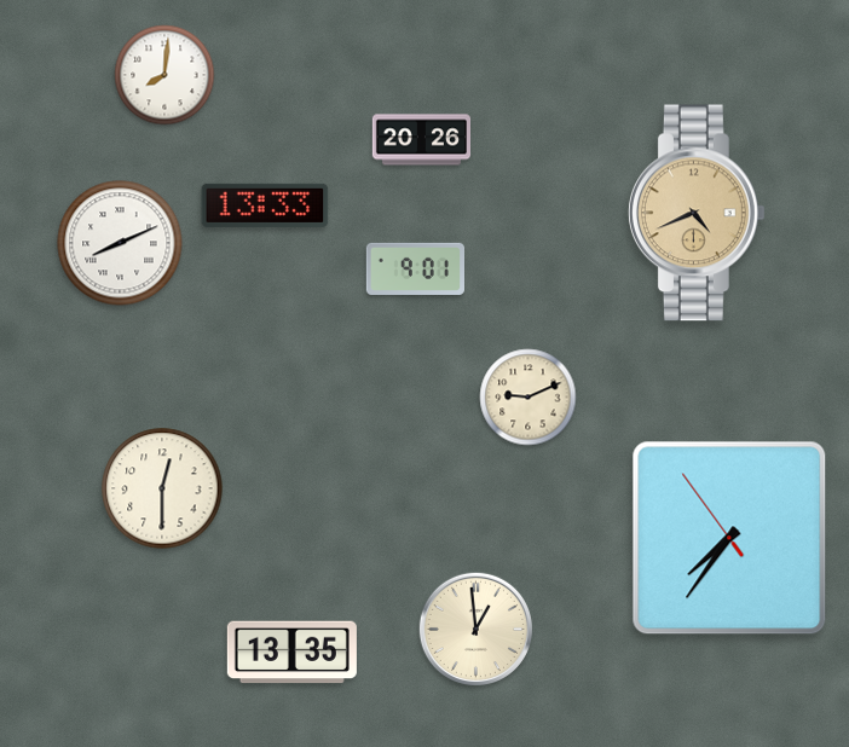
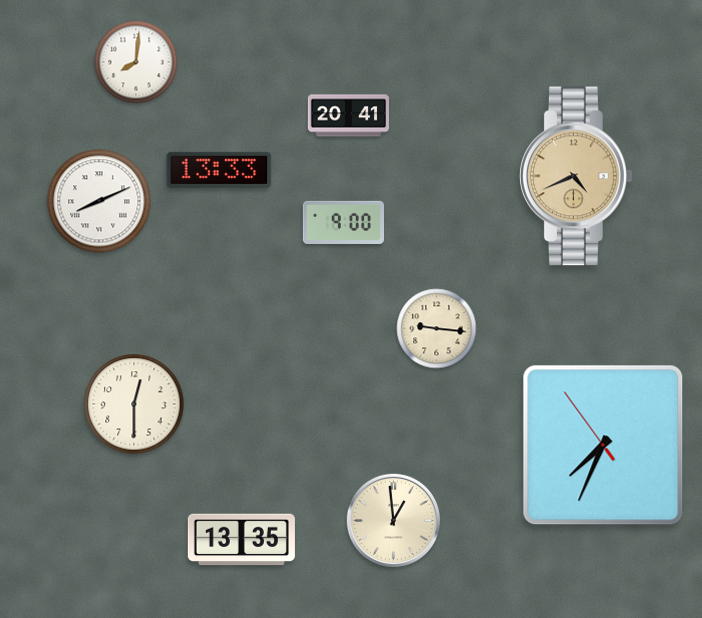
clock at (421, 140): 20:26 -> 20:41
clock at (415, 268): 9:01 -> 9:00
clock at (529, 398): 9:11 -> 9:16
clock at (729, 538): 7:35 -> 7:33
